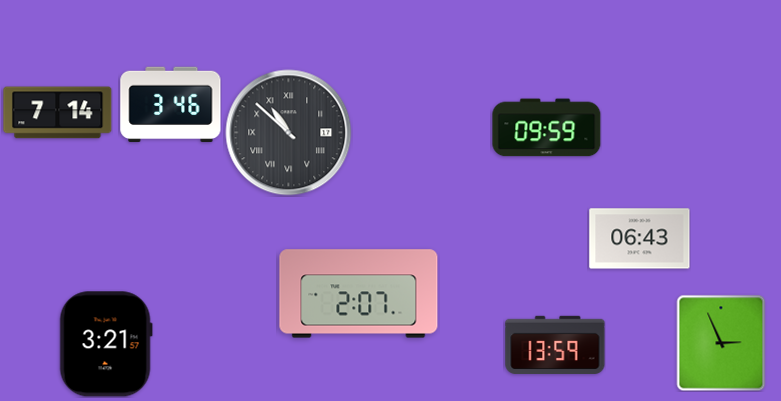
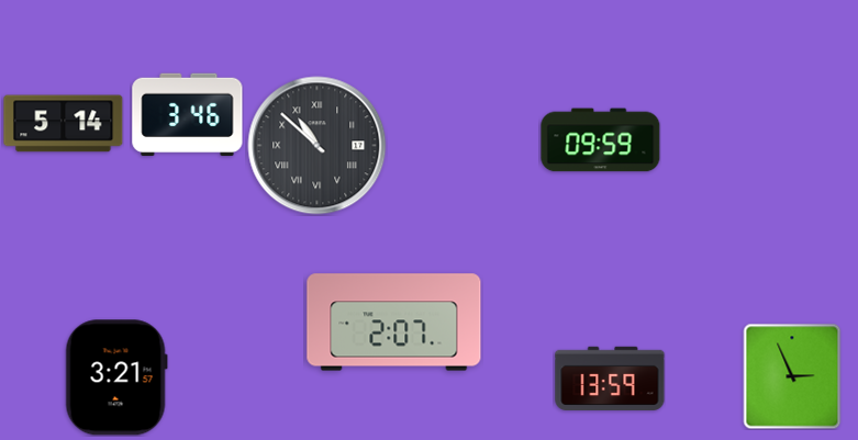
clock at (58, 113): 7:14 -> 5:14
clock at (640, 239): 06:43 -> none
